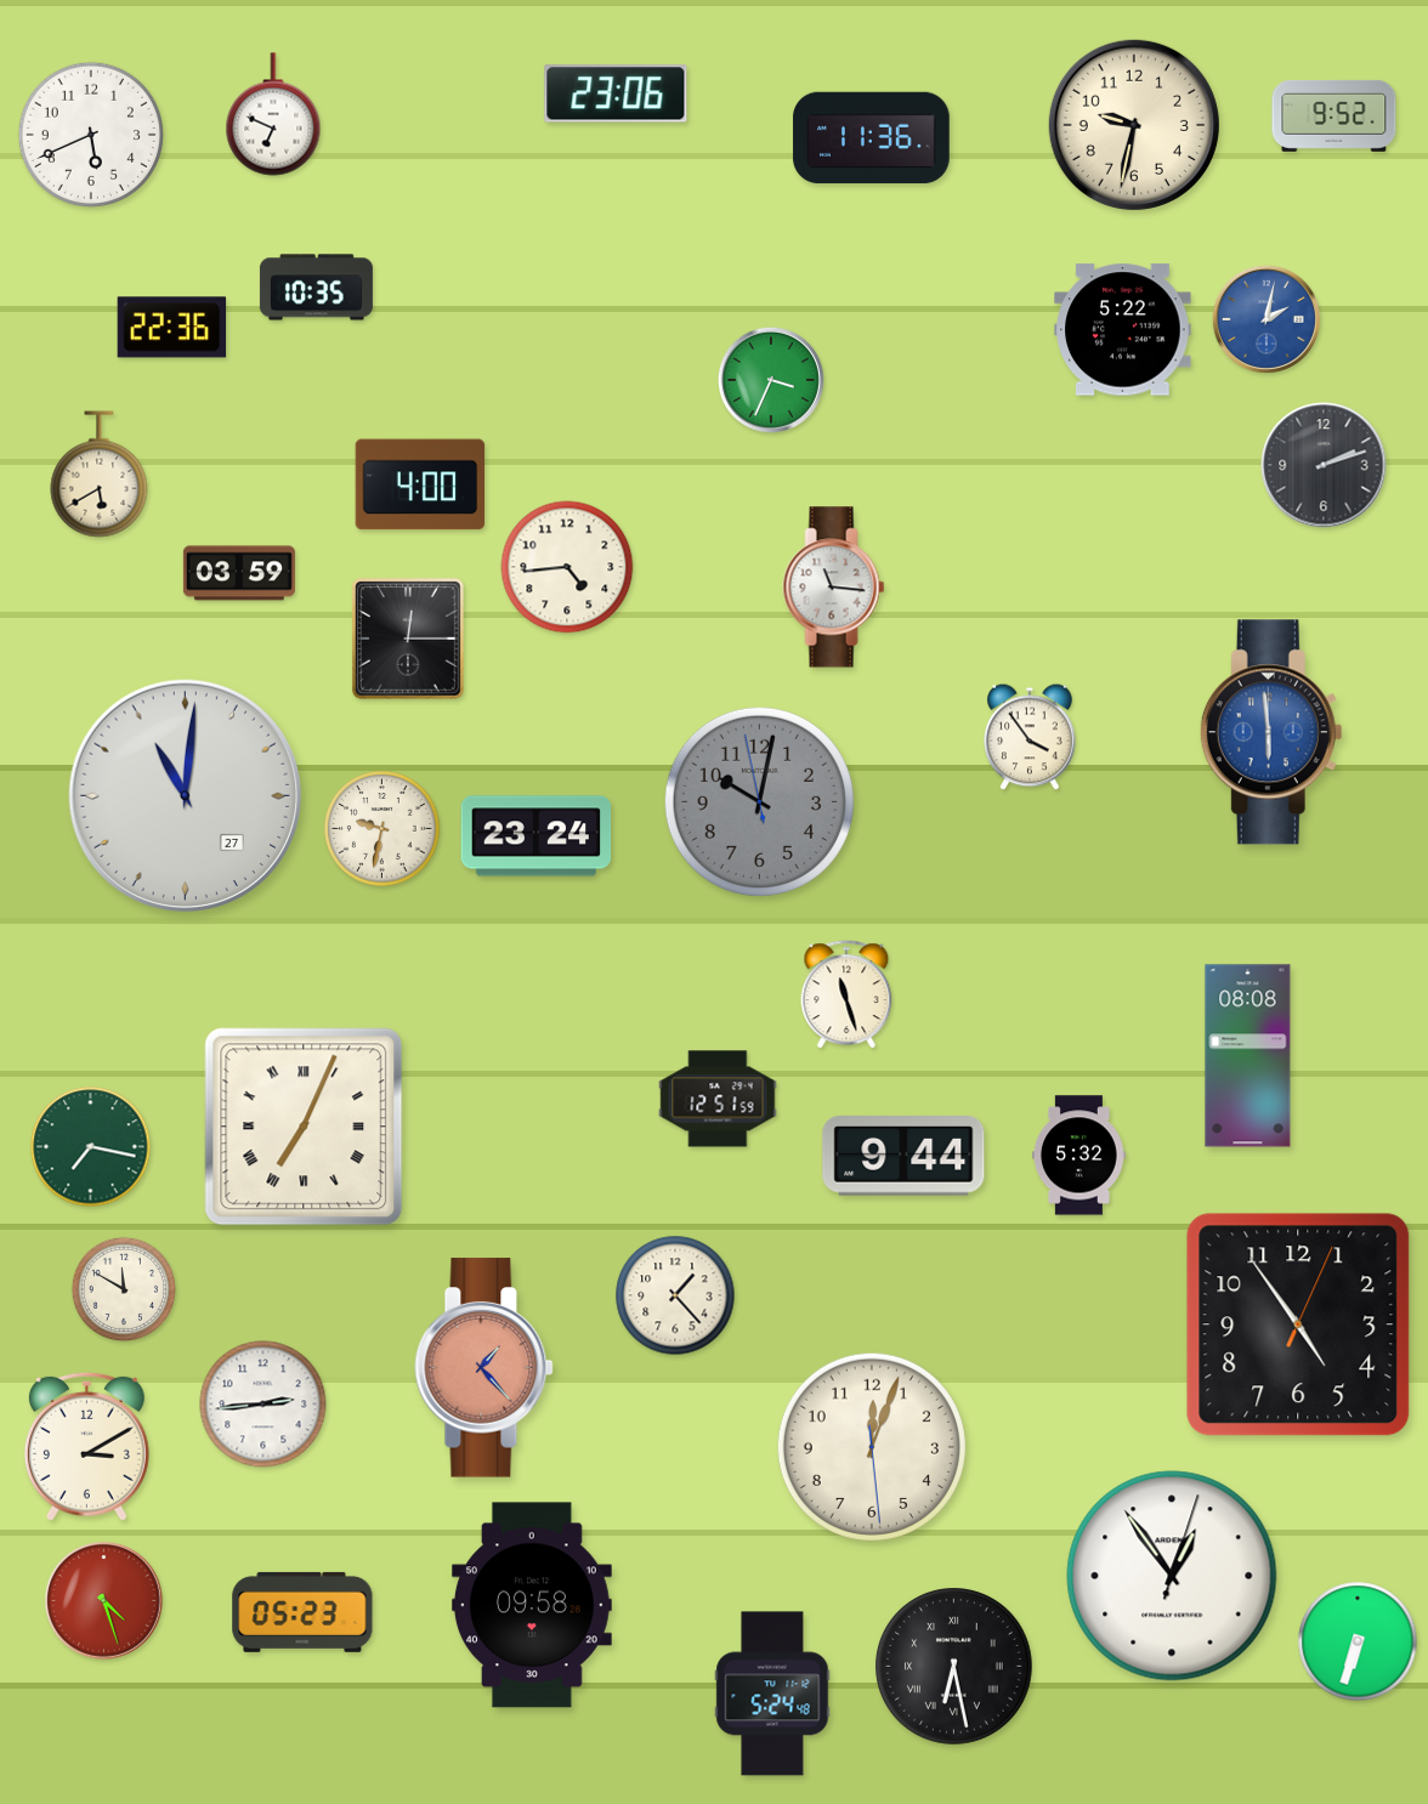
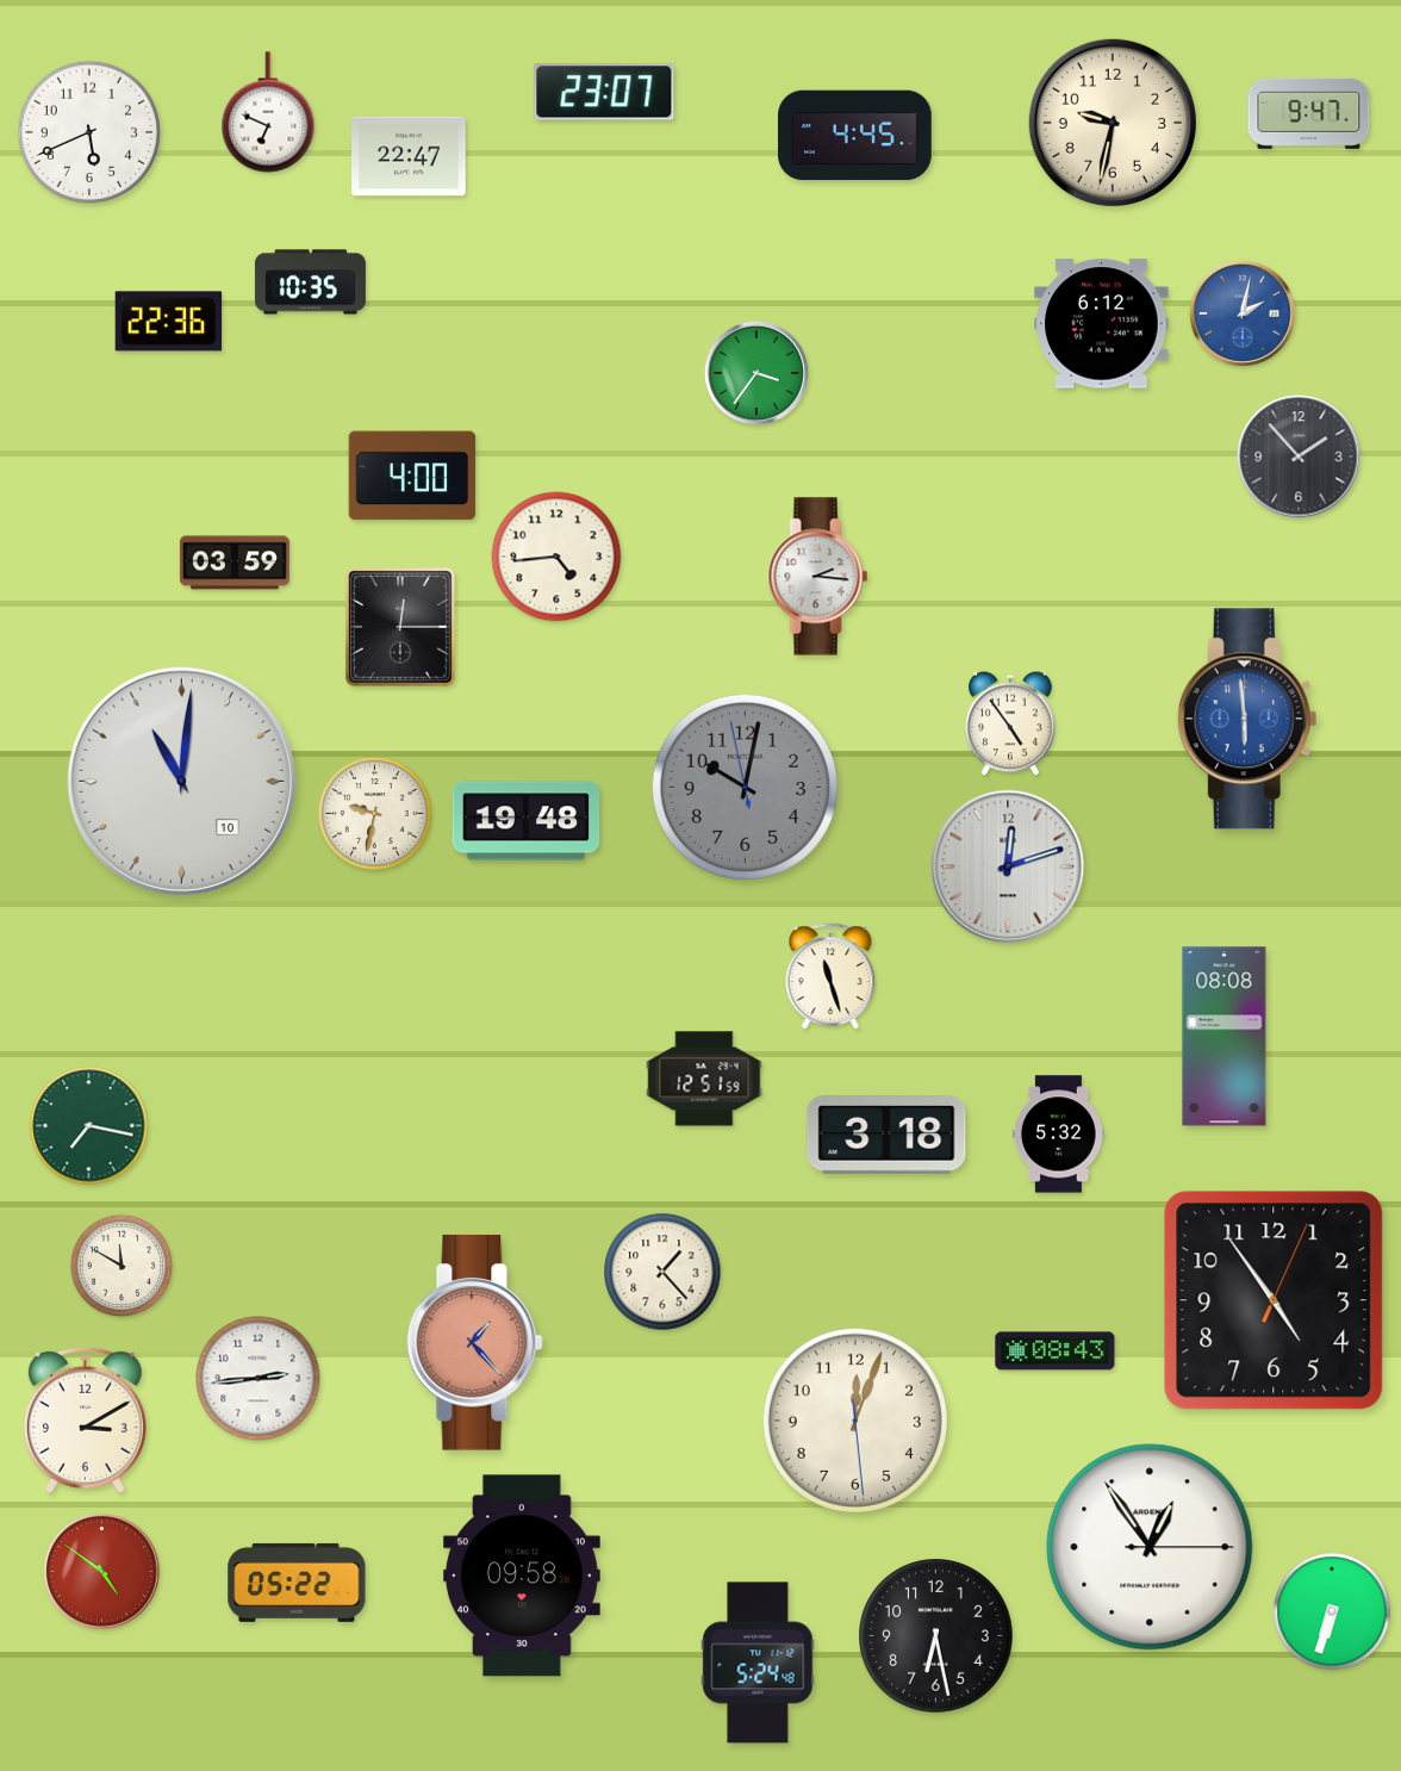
clock at (616, 93): 23:06 -> 23:07
clock at (1334, 115): 9:52 -> 9:47
clock at (872, 138): 11:36 -> 4:45
clock at (409, 156): none -> 22:47
clock at (1123, 330): 5:22 -> 6:12
clock at (771, 380): 3:34 -> 3:36
clock at (1324, 465): 2:12 -> 1:53
clock at (100, 475): 5:40 -> none
clock at (834, 588): 11:16 -> 2:16
clock at (1030, 737): 3:54 -> 4:54
clock at (185, 795) date: 27 -> 10
clock at (537, 836): 23:24 -> 19:48
clock at (1008, 866): none -> 12:12
clock at (304, 1127): 7:04 -> none
clock at (903, 1156): 9:44 -> 3:18
clock at (1056, 1351): none -> 08:43
clock at (1172, 1576): 12:54:03 -> 12:54:15
clock at (104, 1601): 4:27 -> 4:51
clock at (302, 1612): 05:23 -> 05:22
clock at (954, 1667) numerals: Roman -> Arabic
